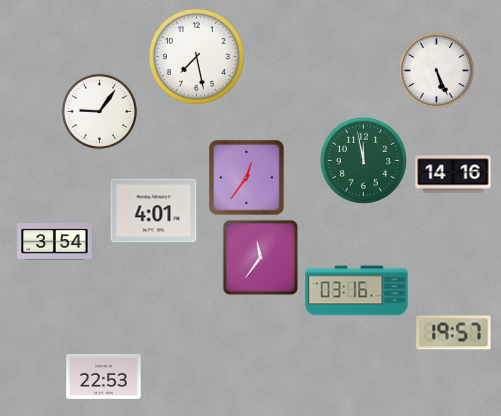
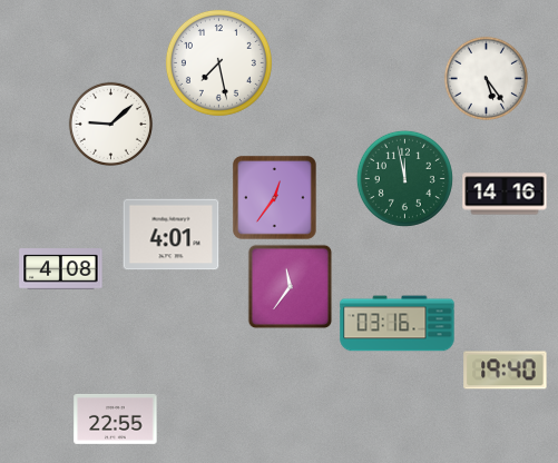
clock at (436, 70): 5:26 -> 5:24
clock at (99, 111): 9:06 -> 9:08
clock at (55, 242): 3:54 -> 4:08
clock at (454, 333): 19:57 -> 19:40
clock at (104, 377): 22:53 -> 22:55
